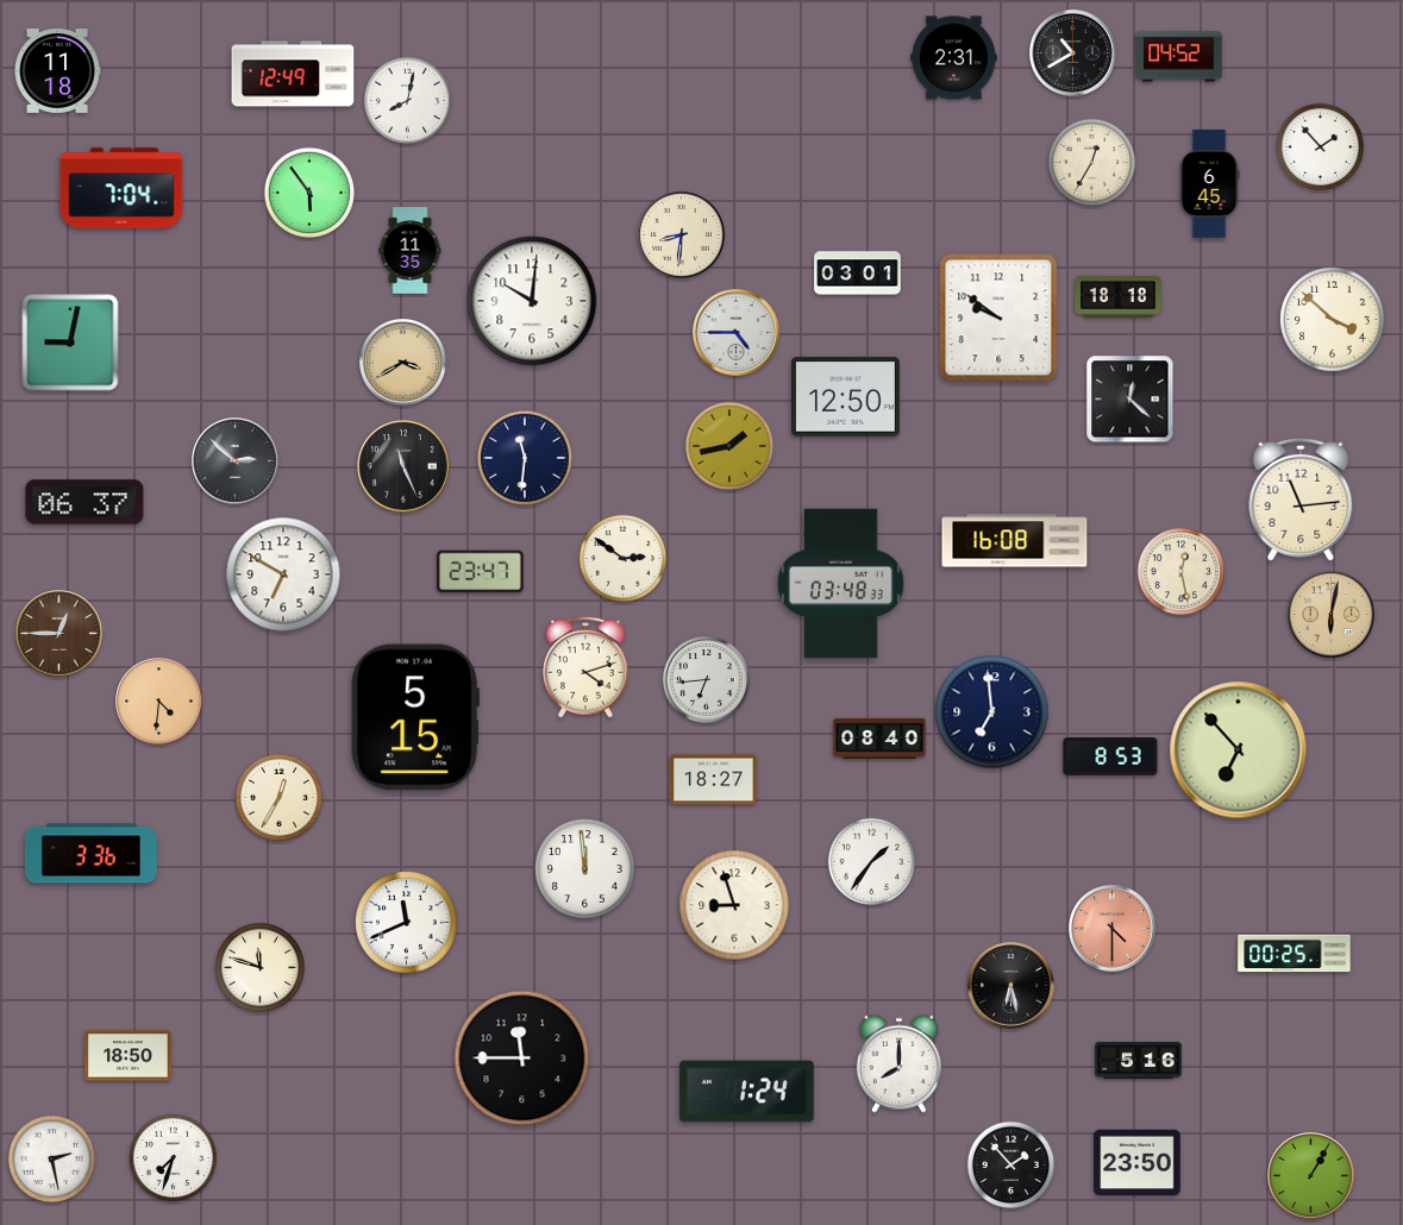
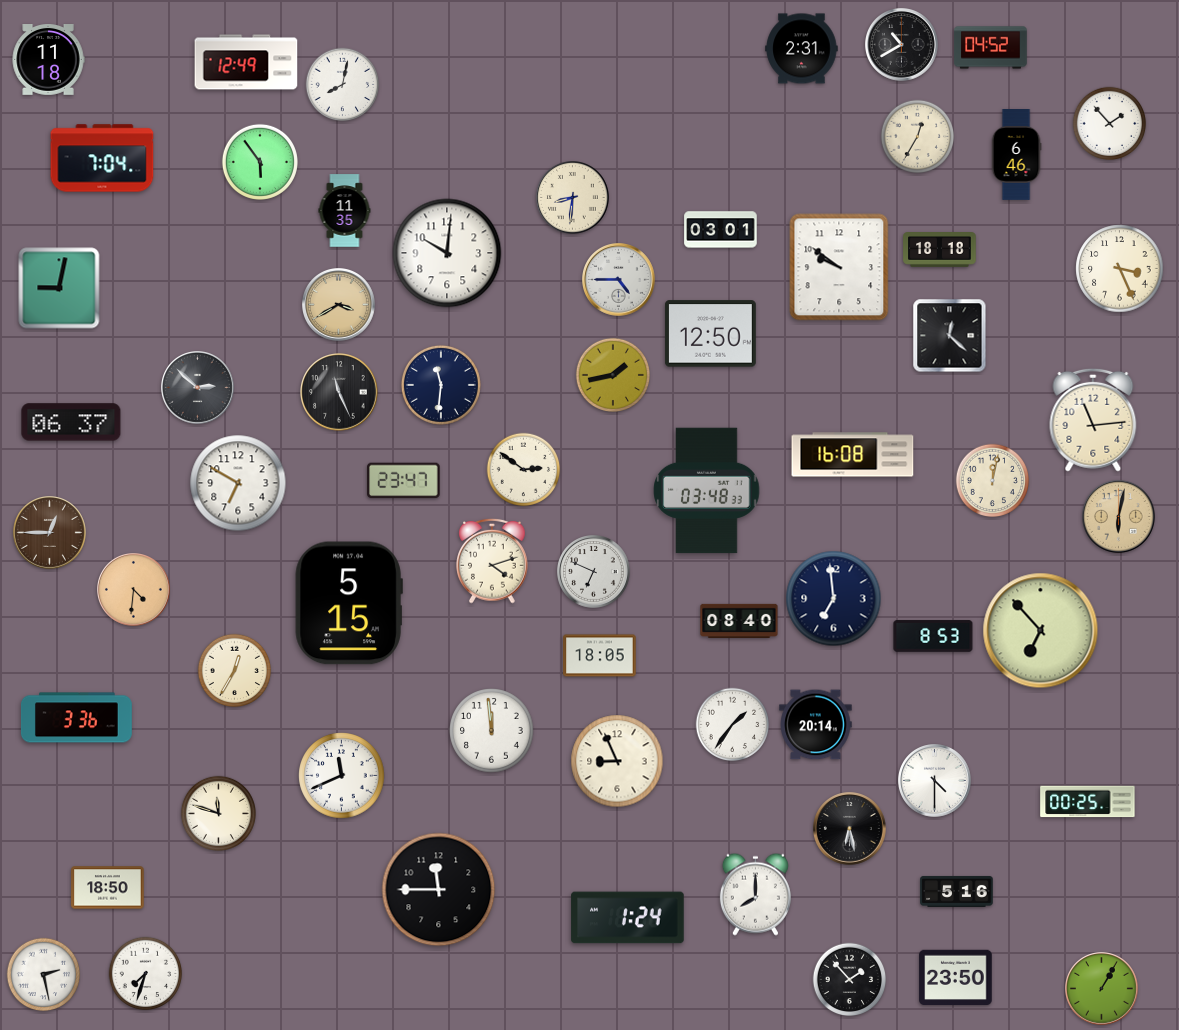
clock at (1209, 184): 6:45 -> 6:46
clock at (1333, 320): 3:52 -> 3:26
clock at (1182, 572): 12:28 -> 12:02
clock at (707, 680): 6:44 -> 6:49
clock at (714, 780): 18:27 -> 18:05
clock at (816, 725): none -> 20:14
clock at (734, 905): 8:57 -> 8:56
clock at (1113, 929) dial: salmon -> white
